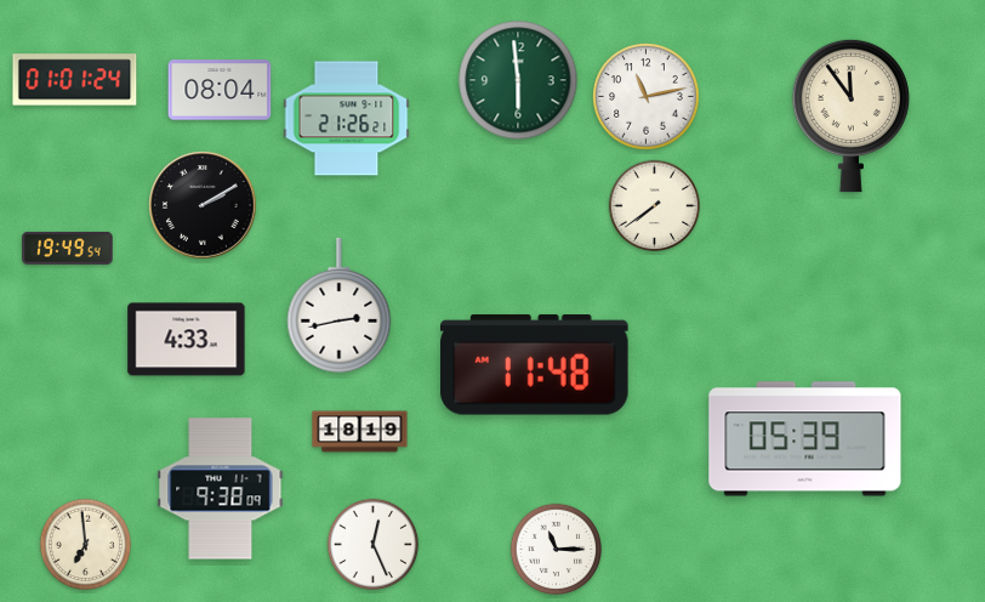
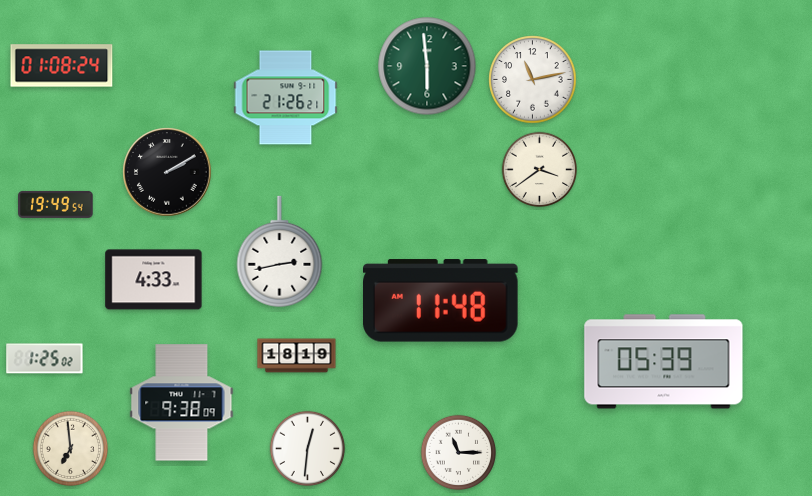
clock at (75, 80): 01:01 -> 01:08
clock at (220, 90): 08:04 -> none
clock at (850, 115): 11:54 -> none
clock at (203, 205) position: (203, 205) -> (167, 172)
clock at (655, 206): 7:39 -> 3:39
clock at (45, 359): none -> 1:25
clock at (374, 545): 12:26 -> 12:31
